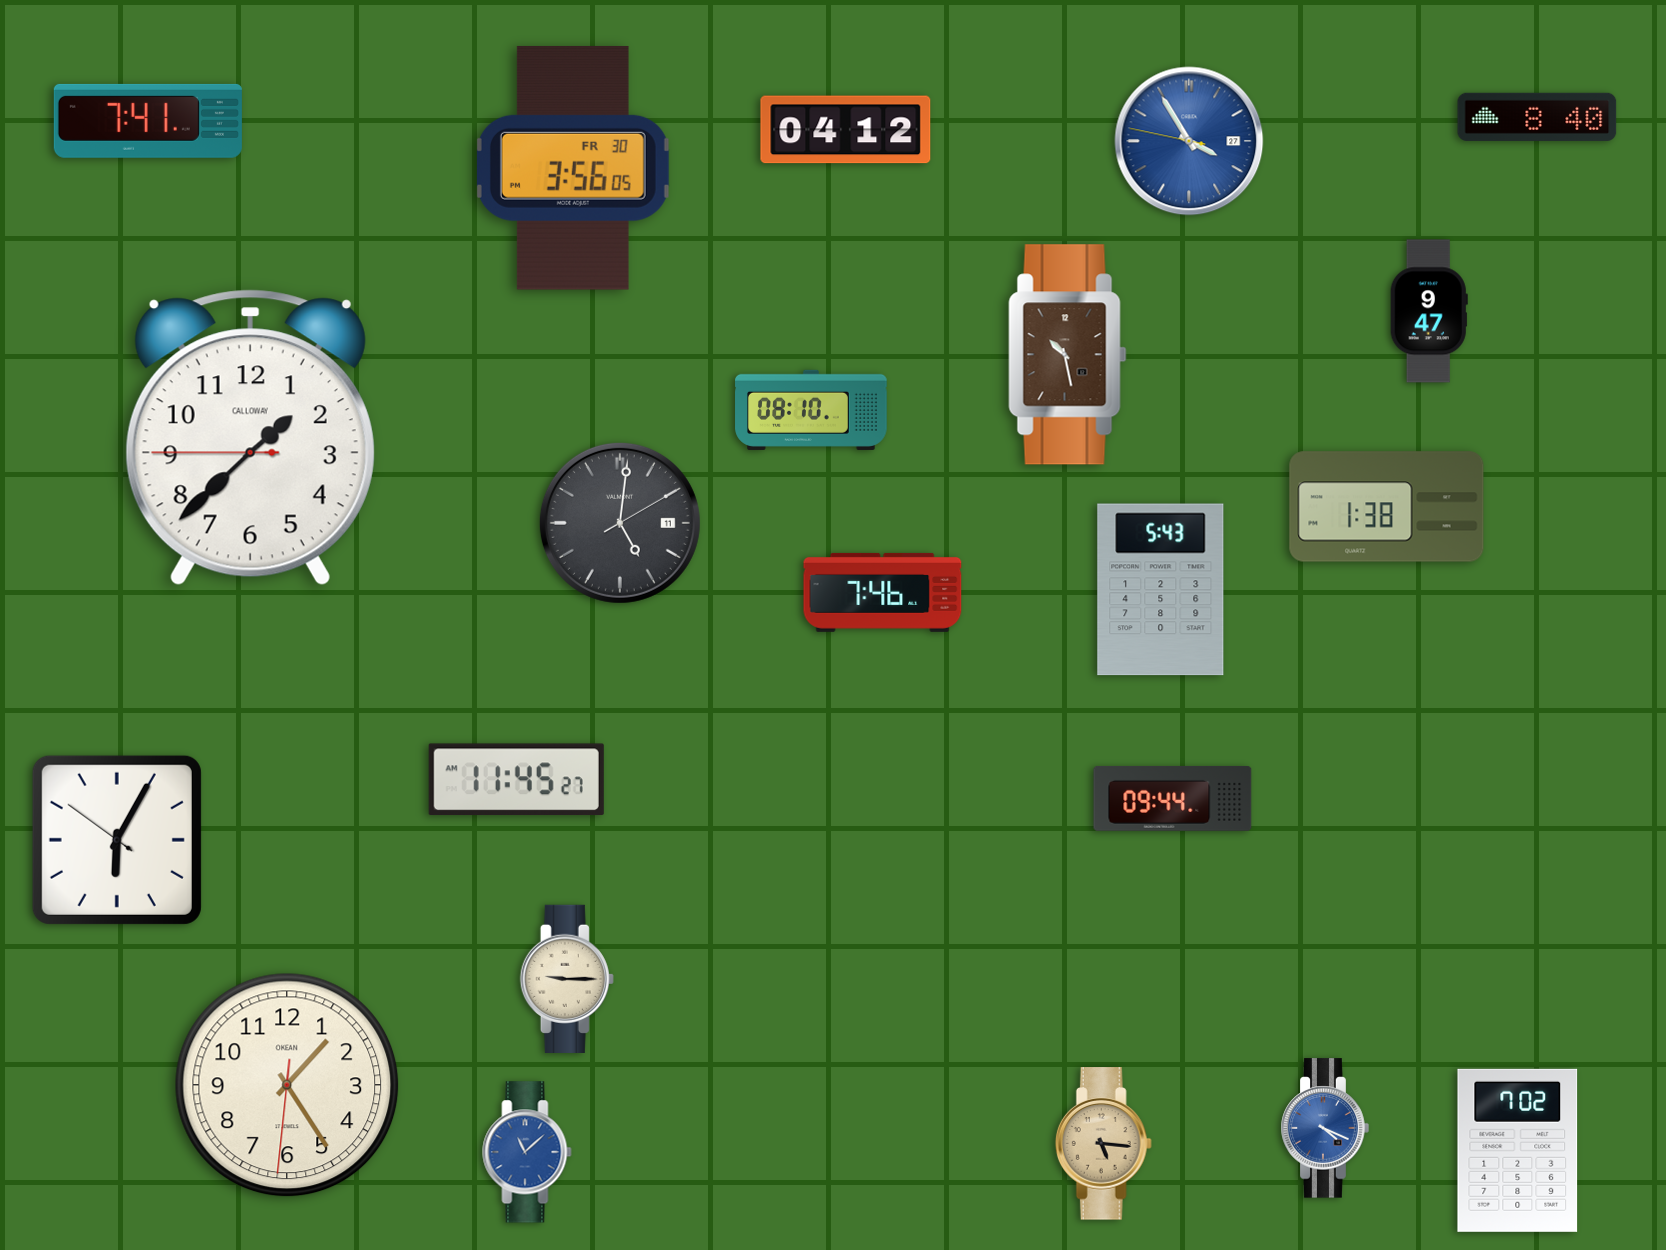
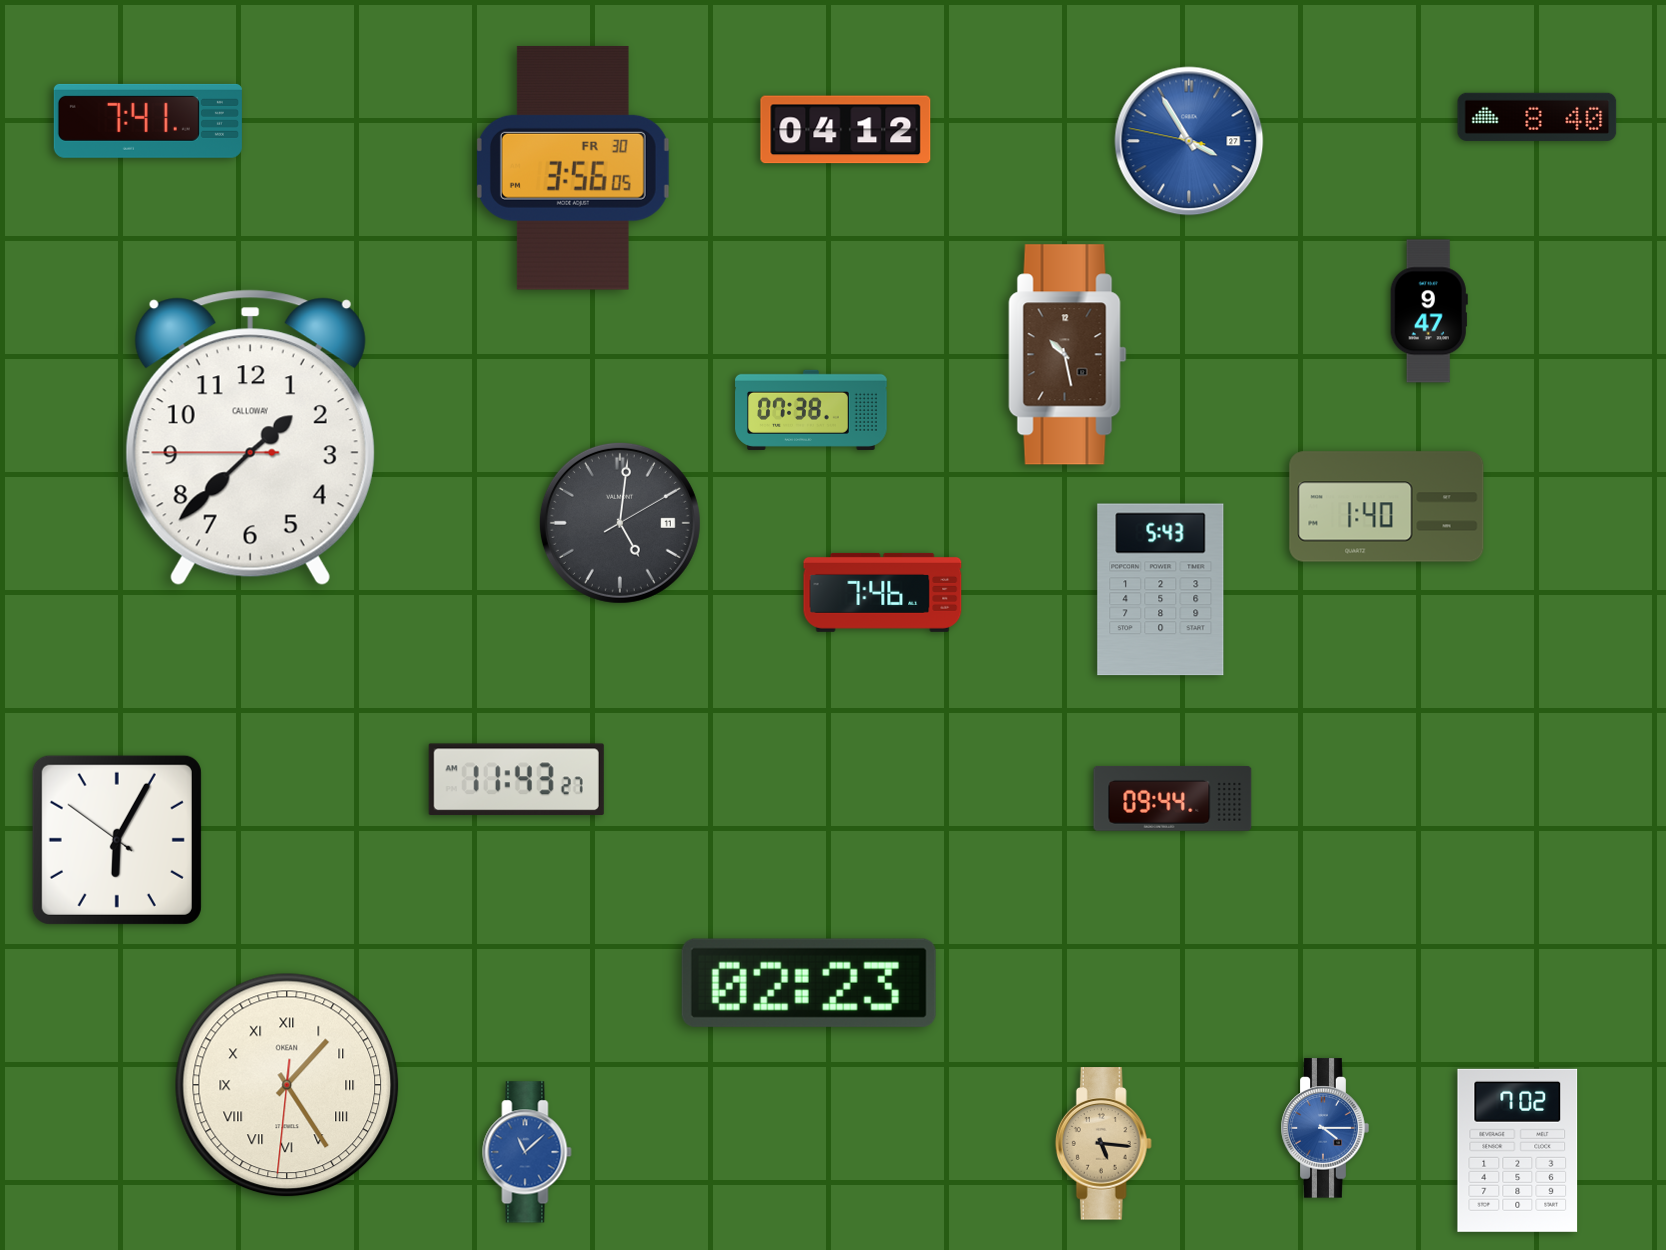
clock at (811, 410): 08:10 -> 07:38
clock at (1387, 507): 1:38 -> 1:40
clock at (516, 780): 11:45 -> 11:43
clock at (567, 979): 9:15 -> none
clock at (809, 983): none -> 02:23
clock at (287, 1085) numerals: Arabic -> Roman
clock at (1325, 1128): 4:19 -> 4:15
